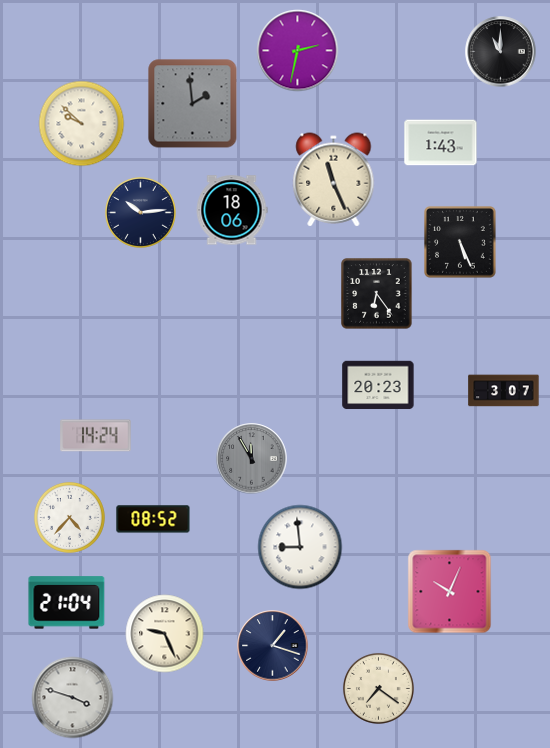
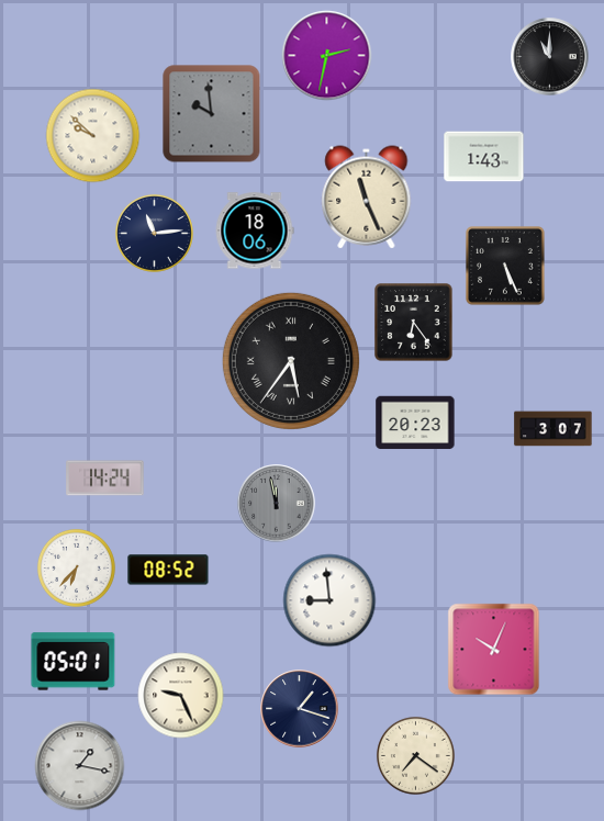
clock at (193, 104): 1:59 -> 9:59
clock at (82, 124) position: (82, 124) -> (93, 136)
clock at (140, 212): 10:14 -> 11:14
clock at (291, 361): none -> 5:36
clock at (252, 459): 11:55 -> 11:58
clock at (69, 517): 4:37 -> 6:37
clock at (67, 603): 21:04 -> 05:01
clock at (73, 698): 3:48 -> 1:17
